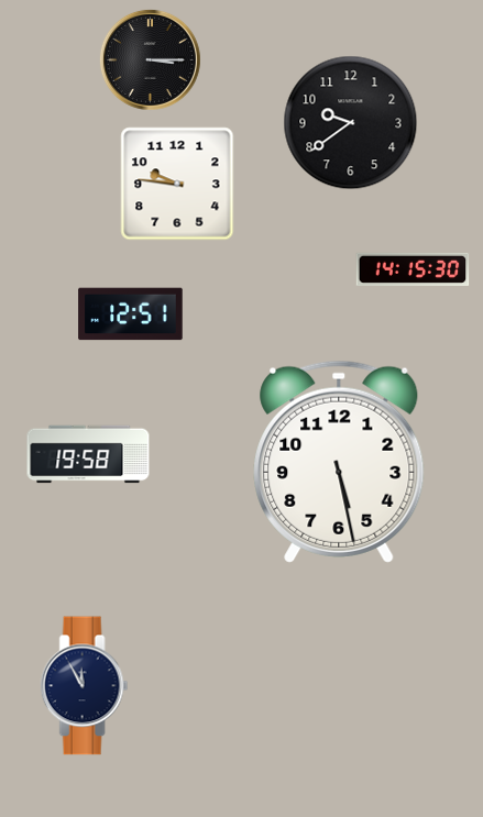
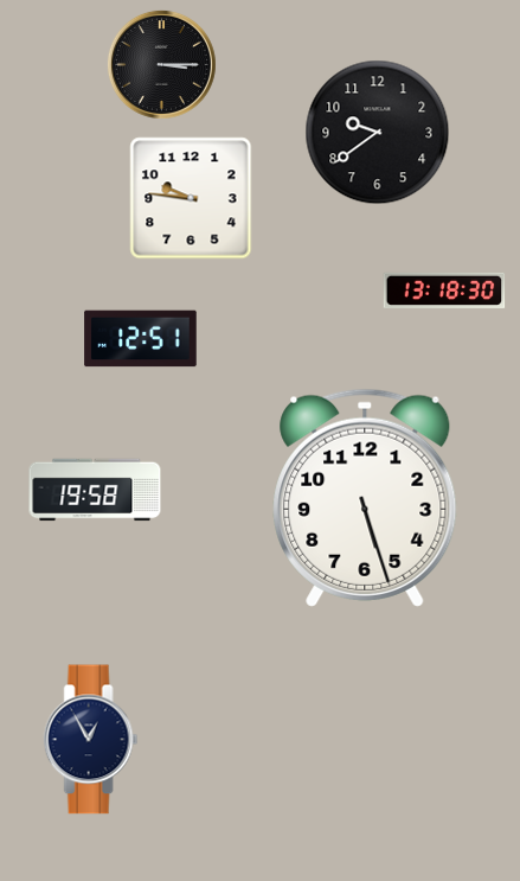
clock at (413, 269): 14:15 -> 13:18
clock at (339, 462): 5:28 -> 5:27
clock at (85, 686): 11:55 -> 12:55
